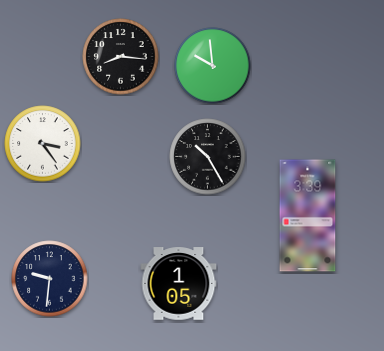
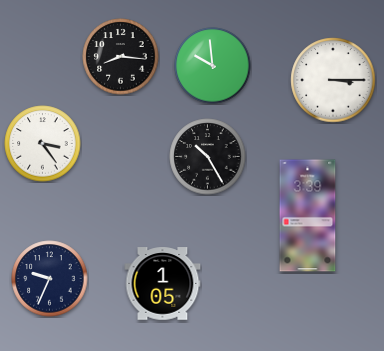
clock at (333, 80): none -> 3:15
clock at (50, 279): 9:31 -> 9:34
clock at (179, 284) position: (179, 284) -> (163, 284)
